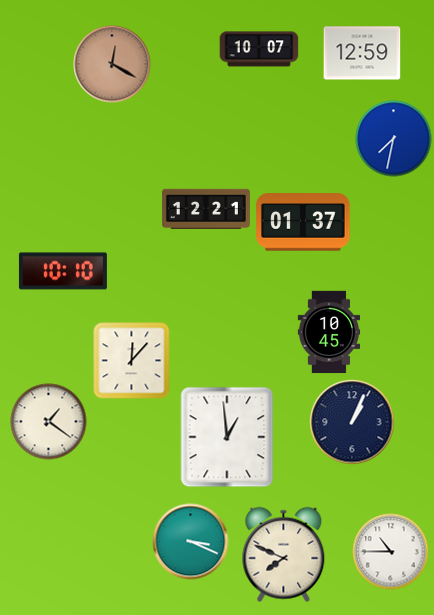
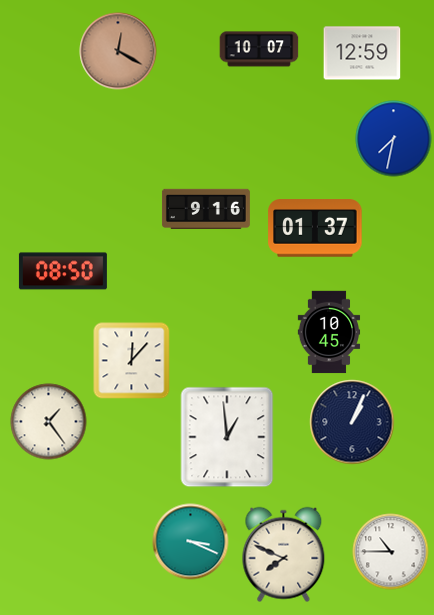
clock at (112, 64) position: (112, 64) -> (118, 51)
clock at (206, 208): 12:21 -> 9:16
clock at (303, 222) position: (303, 222) -> (315, 228)
clock at (63, 271): 10:10 -> 08:50
clock at (49, 422): 1:21 -> 1:24
